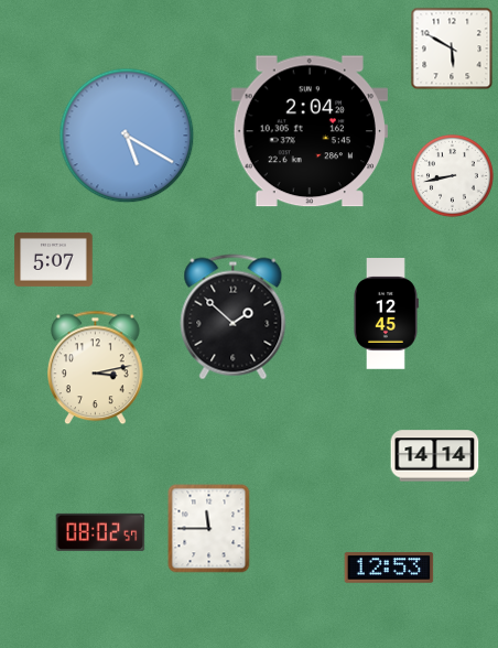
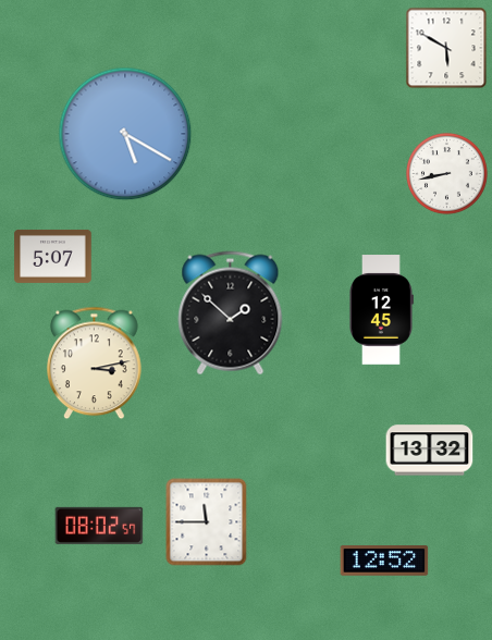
clock at (310, 131): 2:04 -> none
clock at (435, 456): 14:14 -> 13:32
clock at (389, 568): 12:53 -> 12:52
